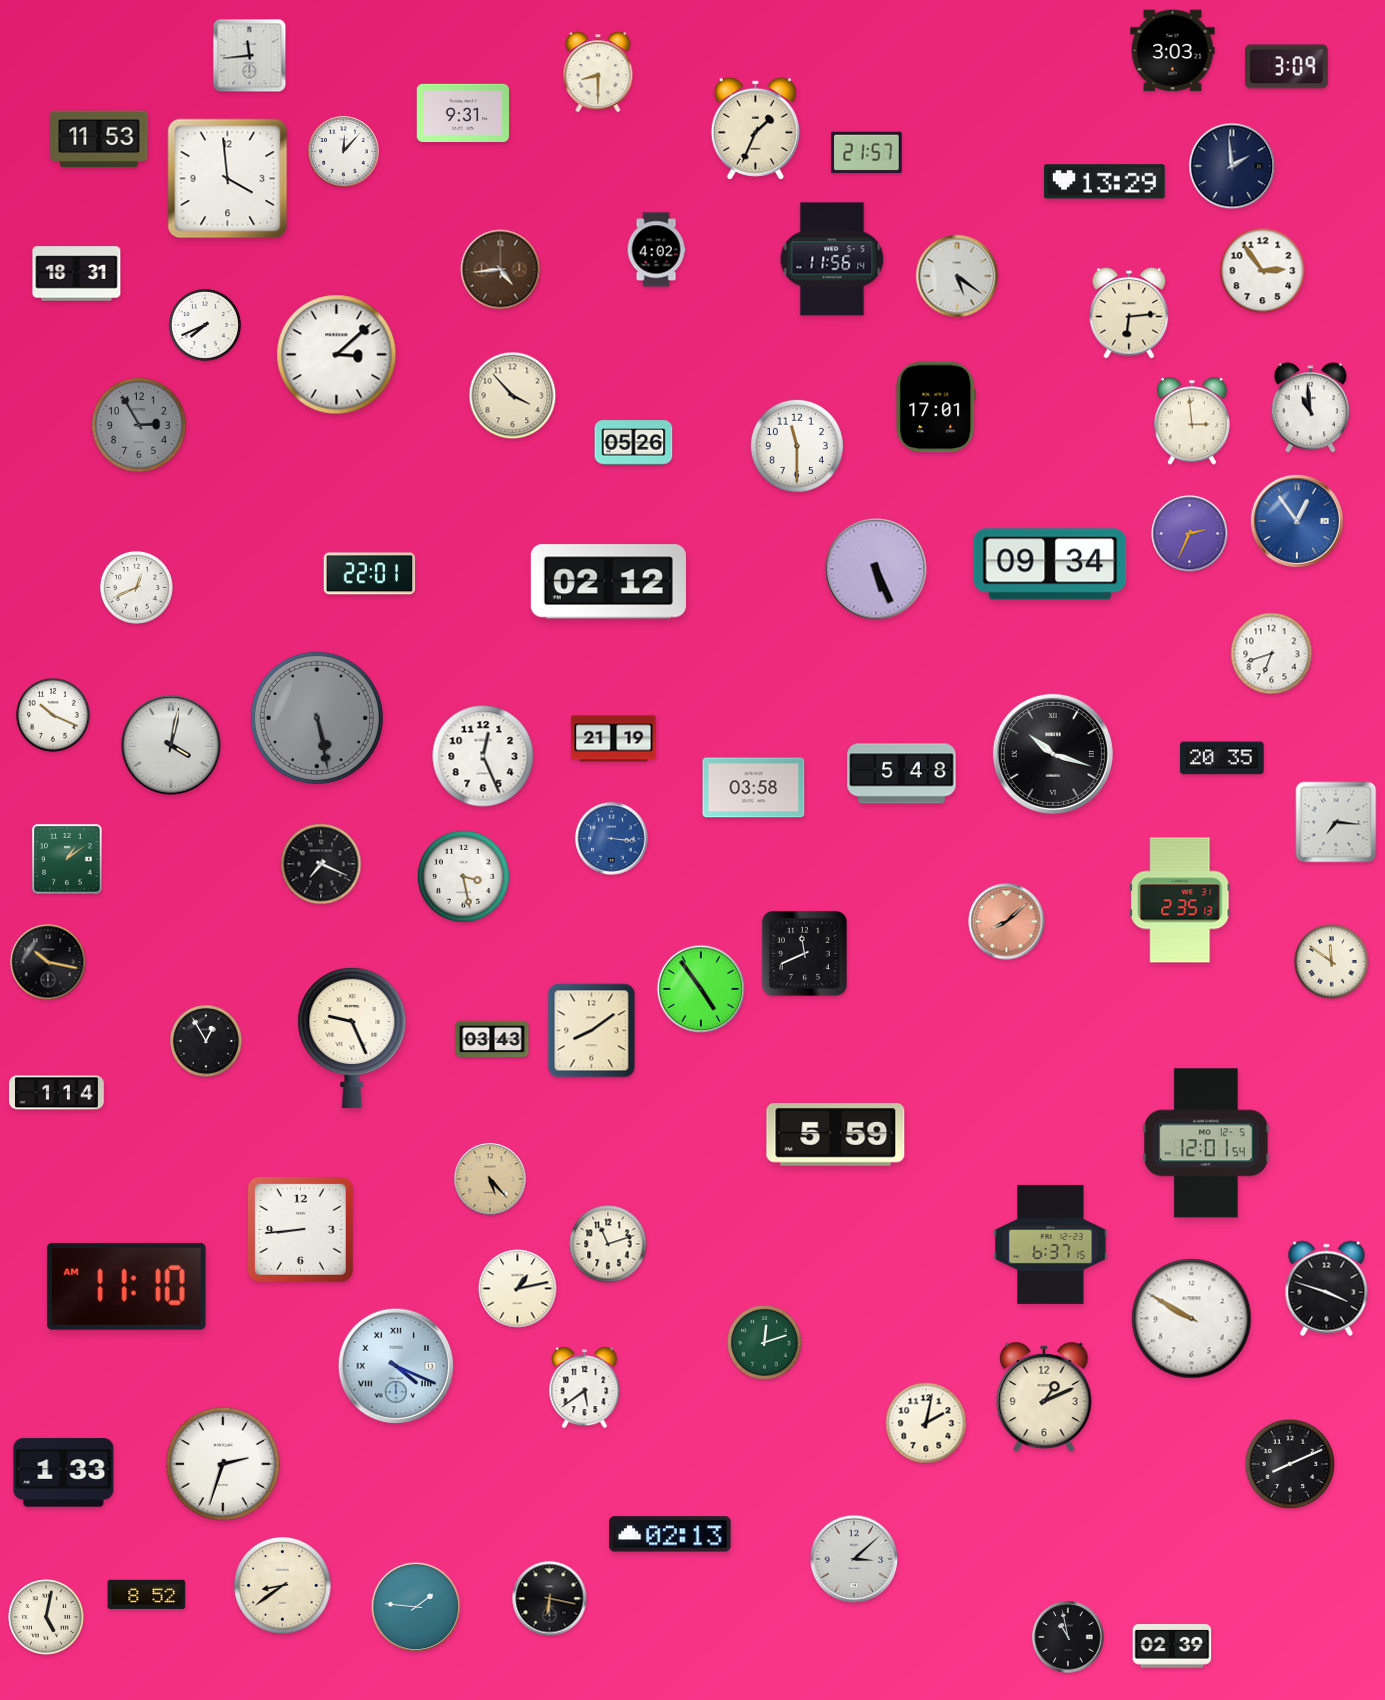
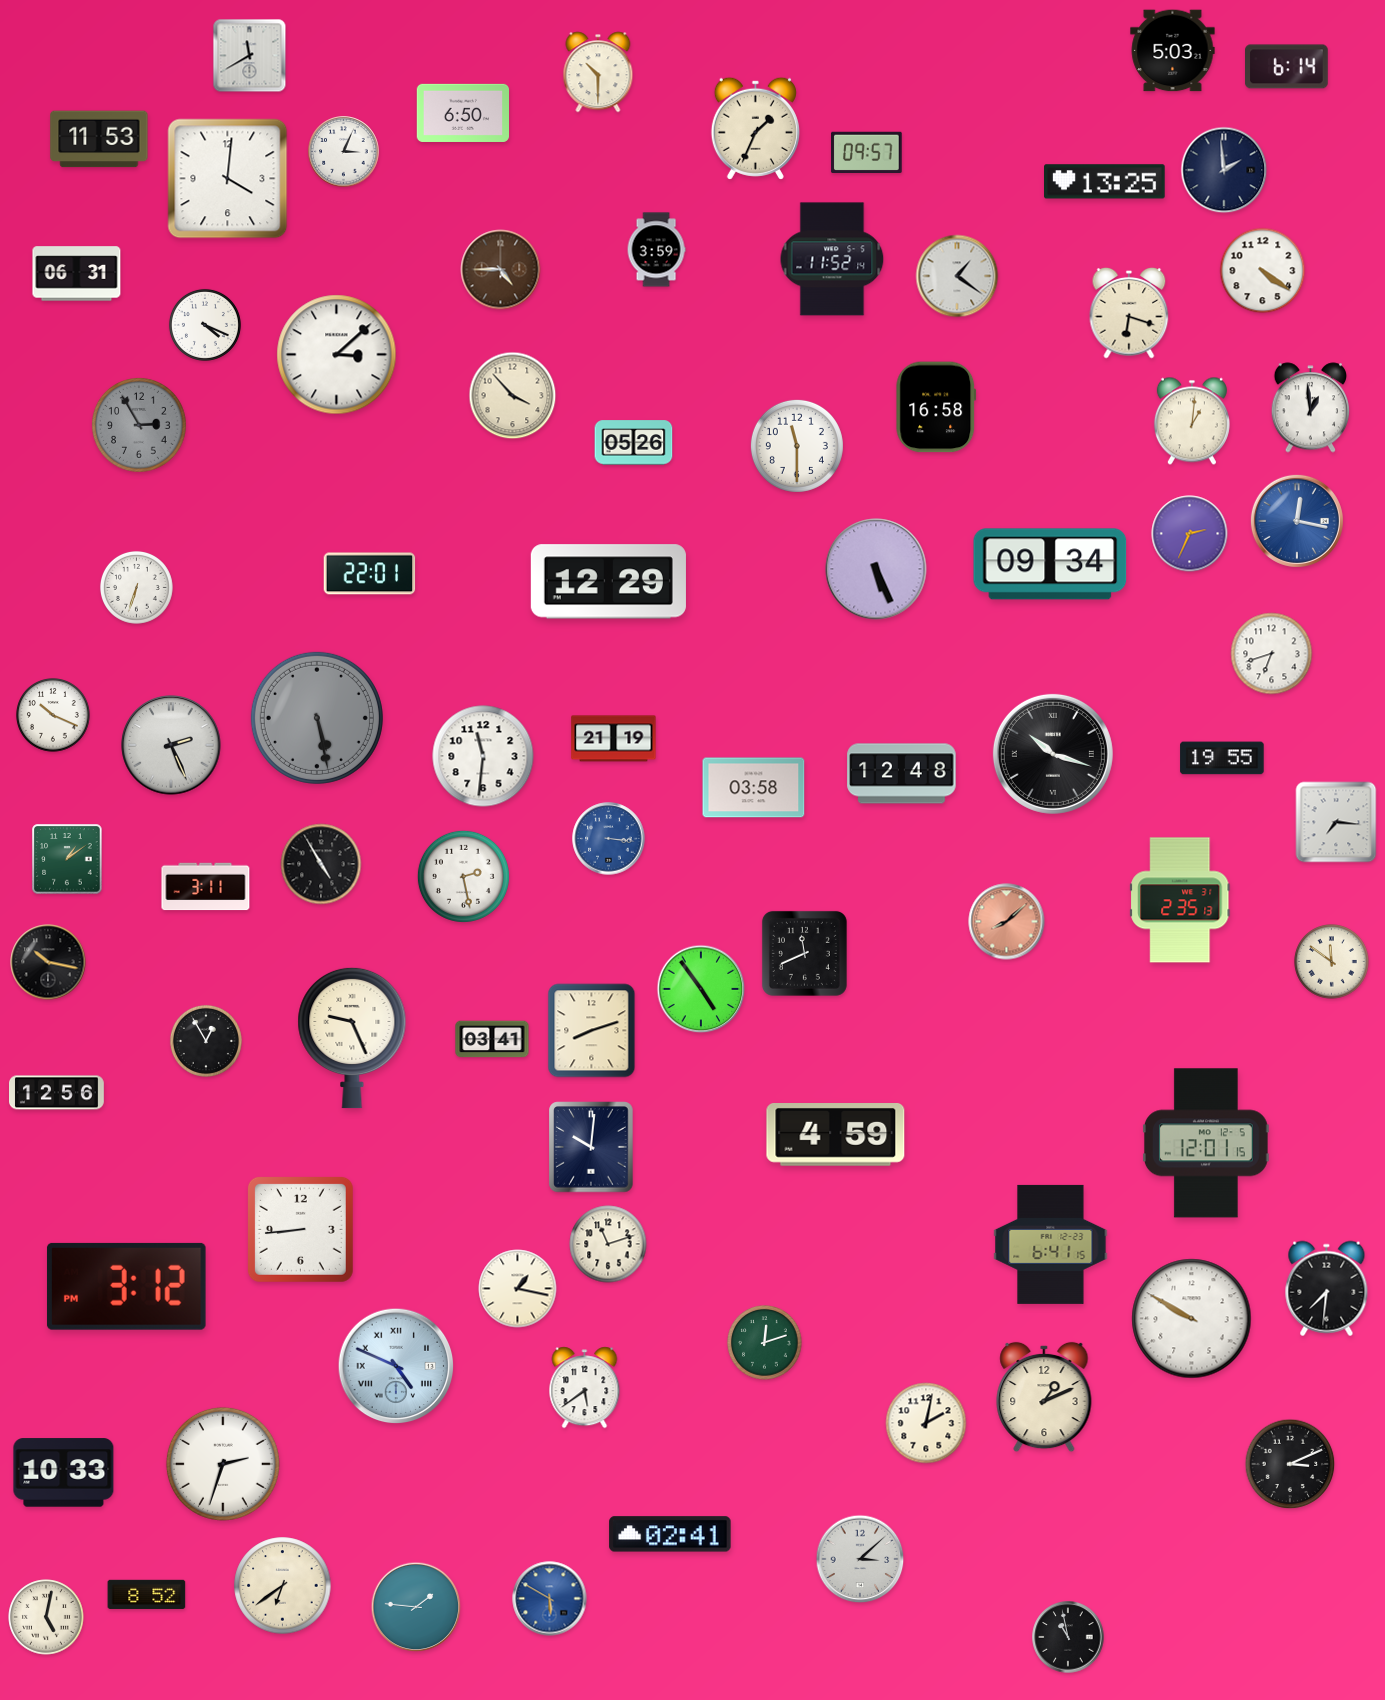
clock at (1173, 51): 3:03 -> 5:03
clock at (250, 56): 11:44 -> 11:40
clock at (1287, 67): 3:09 -> 6:14
clock at (598, 72): 8:30 -> 10:30
clock at (463, 113): 9:31 -> 6:50
clock at (344, 152): 12:07 -> 3:04
clock at (867, 152): 21:57 -> 09:57
clock at (1232, 166) position: (1232, 166) -> (1224, 170)
clock at (228, 179): 3:59 -> 4:01
clock at (1105, 182): 13:29 -> 13:25
clock at (656, 250): 4:02 -> 3:59
clock at (832, 259): 11:56 -> 11:52
clock at (501, 270): 4:44 -> 4:45
clock at (1263, 271): 2:54 -> 4:21
clock at (77, 274): 18:31 -> 06:31
clock at (957, 276): 5:21 -> 1:21
clock at (1129, 313): 6:14 -> 6:18
clock at (205, 325): 7:41 -> 4:19
clock at (936, 407): 17:01 -> 16:58
clock at (1311, 408): 10:59 -> 12:59
clock at (1192, 421): 2:59 -> 1:01
clock at (1297, 521): 12:54 -> 12:17
clock at (608, 582): 02:12 -> 12:29
clock at (136, 587): 12:41 -> 6:33
clock at (171, 745): 4:02 -> 2:26
clock at (483, 756): 12:26 -> 11:31
clock at (1222, 758): 20:35 -> 19:55
clock at (902, 774): 5:48 -> 12:48
clock at (612, 839) position: (612, 839) -> (609, 839)
clock at (321, 864): 7:19 -> 4:55
clock at (463, 876): 3:28 -> 2:28
clock at (206, 887): none -> 3:11
clock at (592, 1031): 8:09 -> 8:12
clock at (492, 1039): 03:43 -> 03:41
clock at (57, 1093): 1:14 -> 12:56
clock at (836, 1135): 5:59 -> 4:59
clock at (1206, 1143): 12:01:54 -> 12:01:15
clock at (591, 1147): none -> 10:01
clock at (490, 1179): 5:23 -> none
clock at (1051, 1244): 6:37 -> 6:41
clock at (126, 1286): 11:10 -> 3:12
clock at (518, 1289): 1:13 -> 1:17
clock at (1327, 1289): 3:48 -> 7:31
clock at (396, 1366): 4:19 -> 4:49
clock at (1290, 1464): 8:11 -> 3:11
clock at (64, 1473): 1:33 -> 10:33
clock at (670, 1534): 02:13 -> 02:41
clock at (854, 1559) position: (854, 1559) -> (860, 1559)
clock at (283, 1586): 8:39 -> 6:39
clock at (550, 1599): 6:17 -> 5:50
clock at (550, 1599) dial: black -> blue
clock at (1172, 1646): 02:39 -> none
